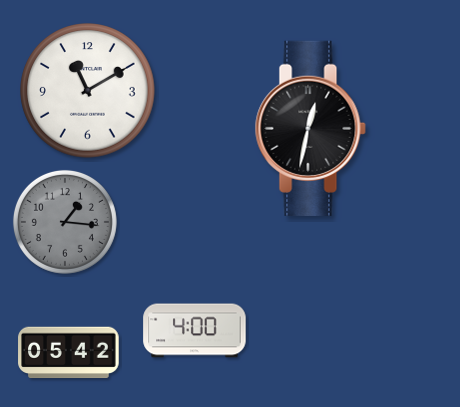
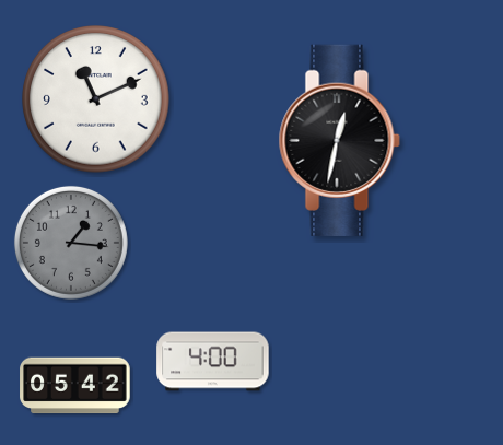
clock at (88, 91): 11:10 -> 11:11
